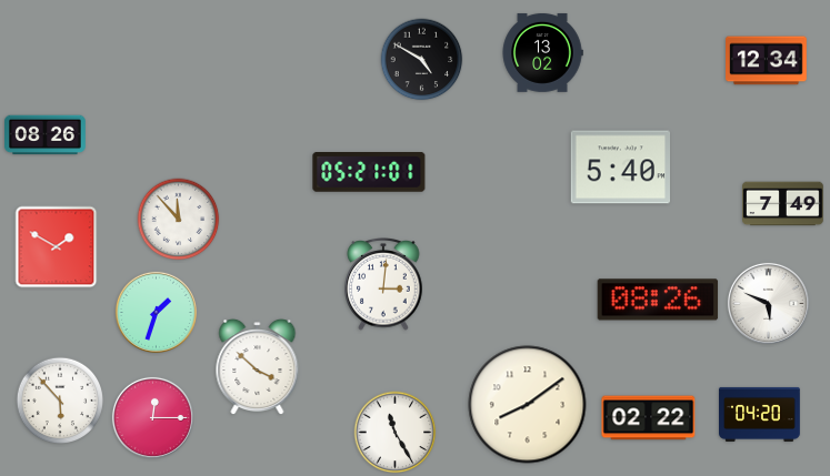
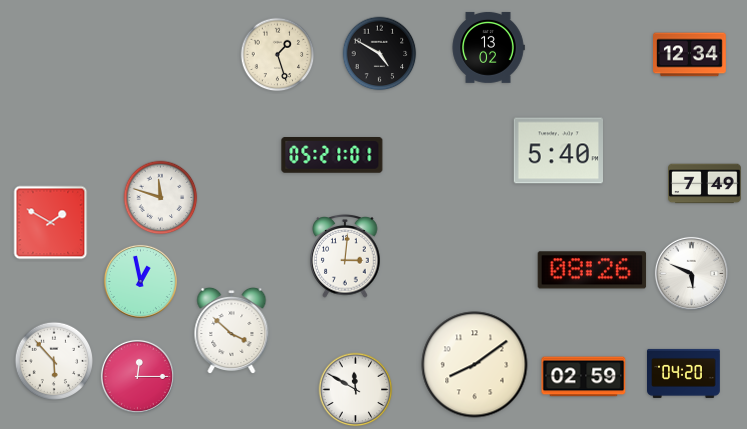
clock at (278, 55): none -> 1:27
clock at (46, 135): 08:26 -> none
clock at (179, 220): 11:53 -> 11:48
clock at (156, 312): 1:33 -> 12:58
clock at (649, 418): 02:22 -> 02:59
clock at (396, 433): 11:25 -> 11:50
